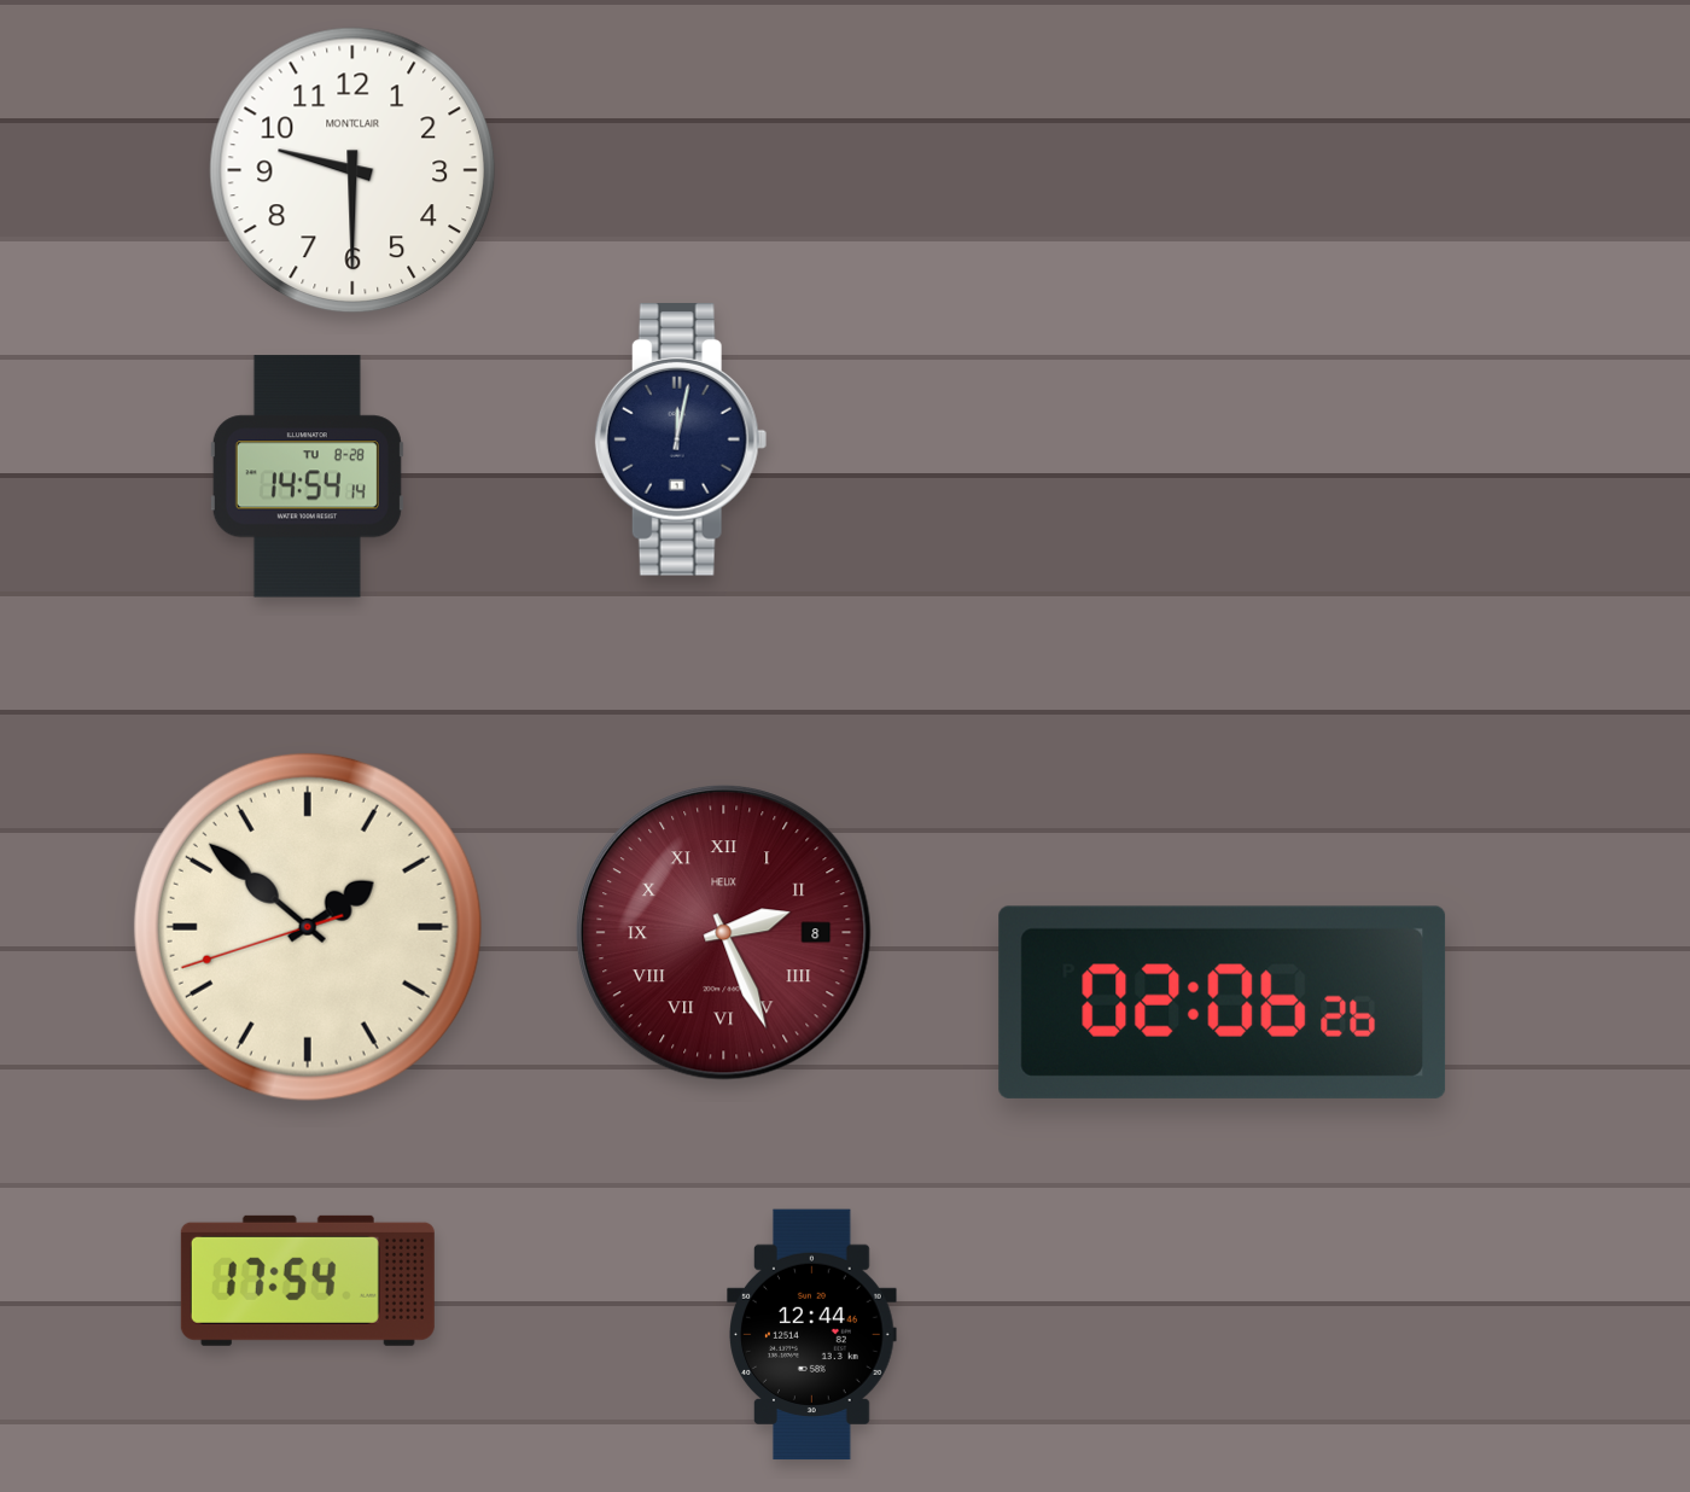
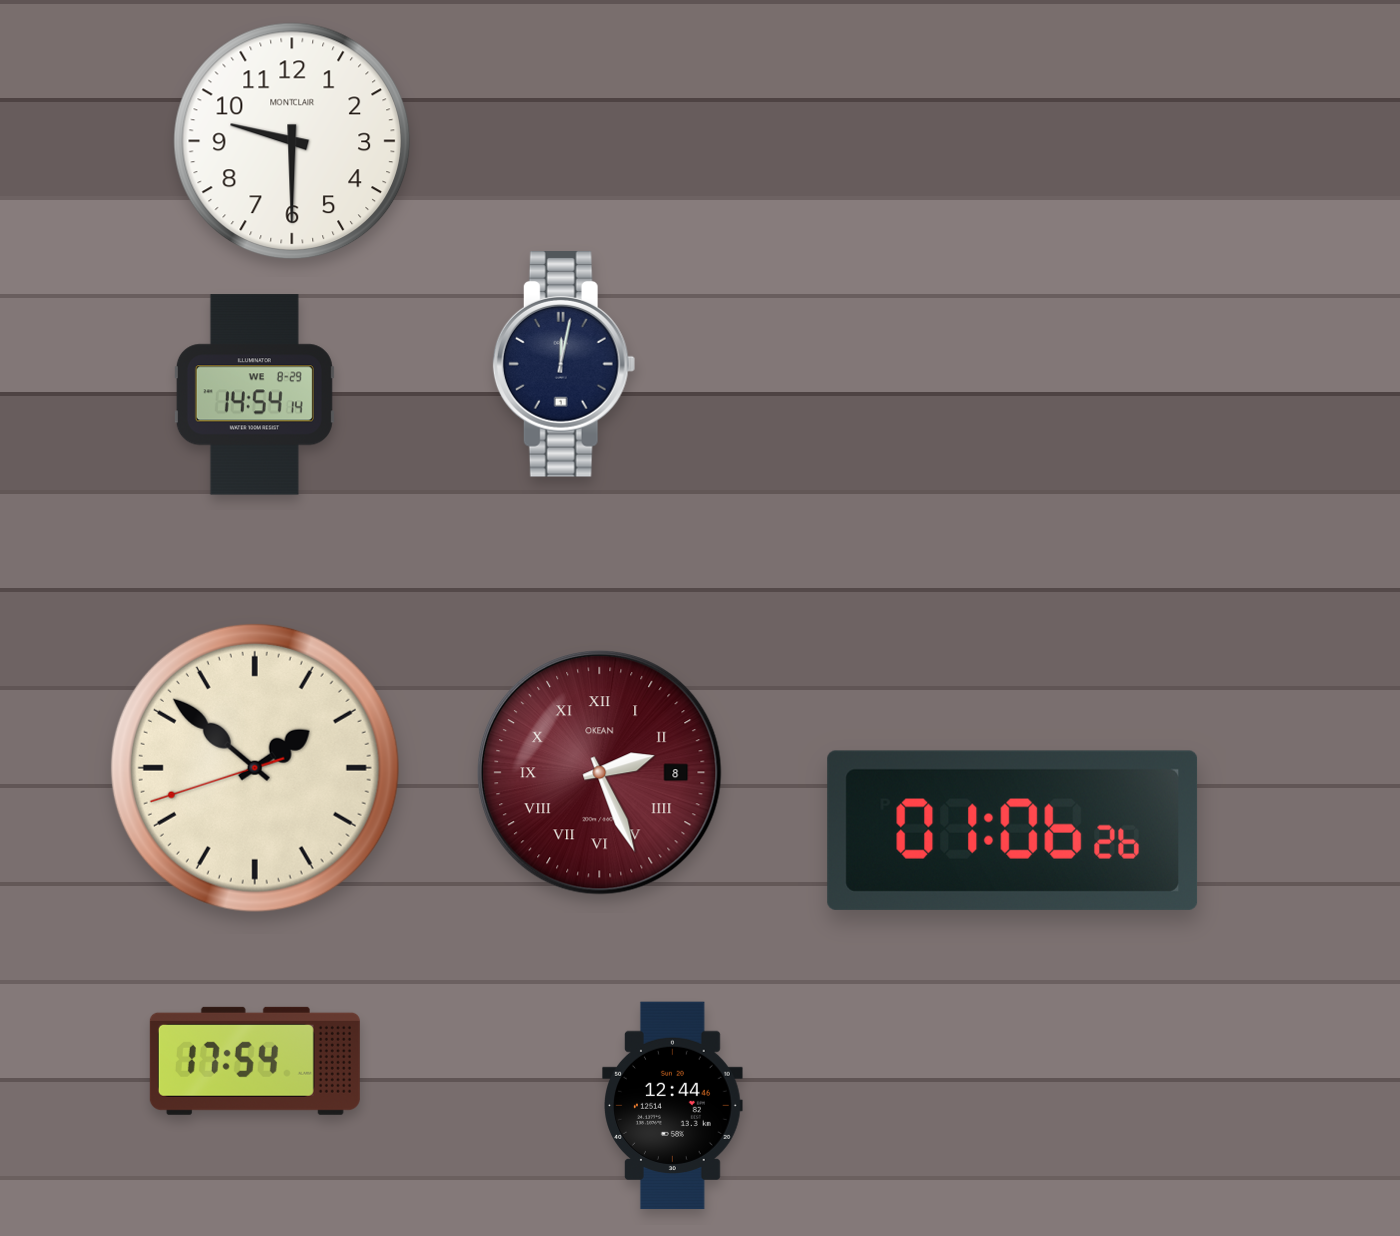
clock at (307, 477) date: TU 8-28 -> WE 8-29
clock at (724, 933) brand: HELIX -> OKEAN
clock at (1223, 1002): 02:06 -> 01:06
